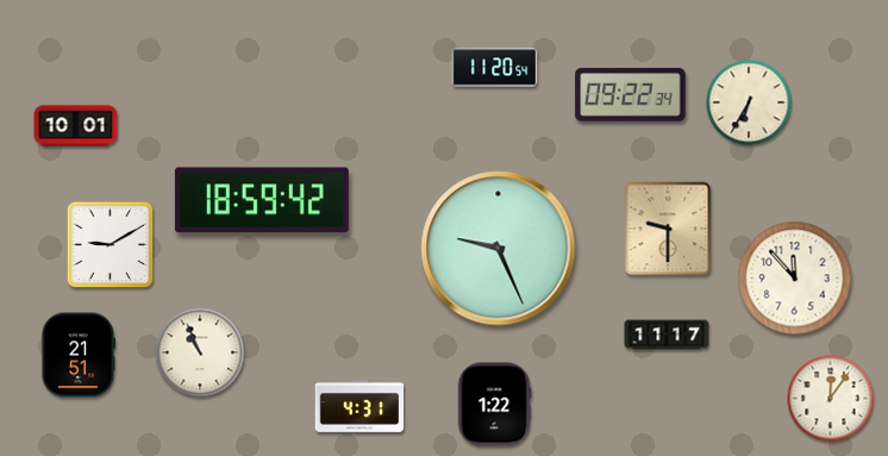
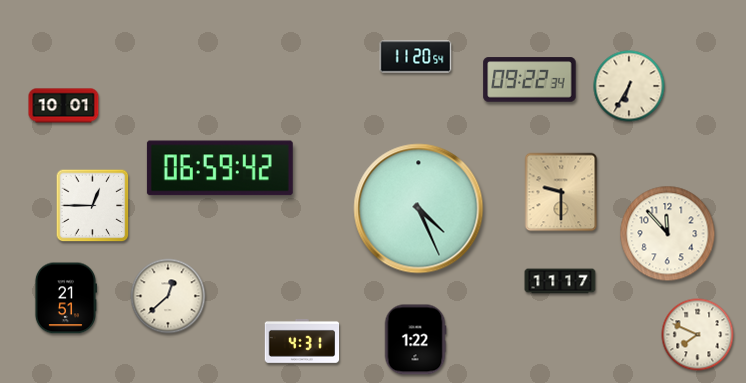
clock at (262, 200): 18:59 -> 06:59
clock at (111, 245): 9:10 -> 12:45
clock at (499, 249): 9:26 -> 4:26
clock at (200, 352): 10:56 -> 12:38
clock at (831, 399): 12:06 -> 7:49
